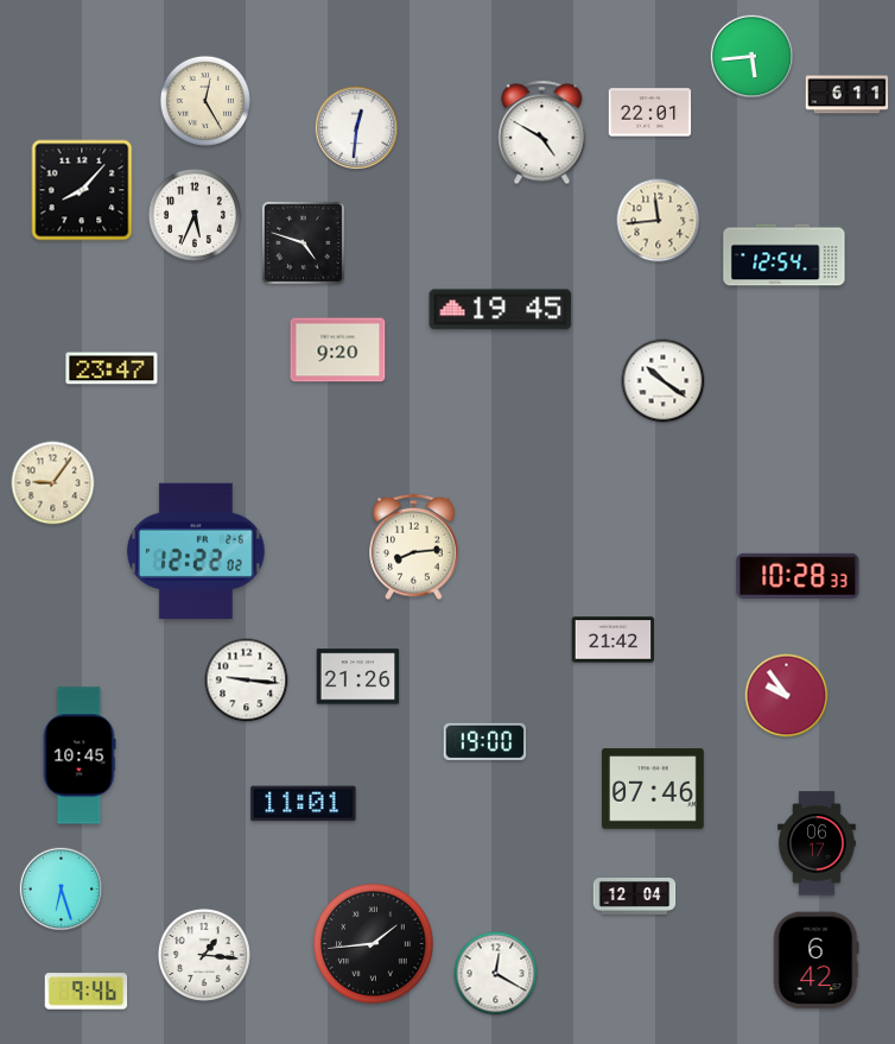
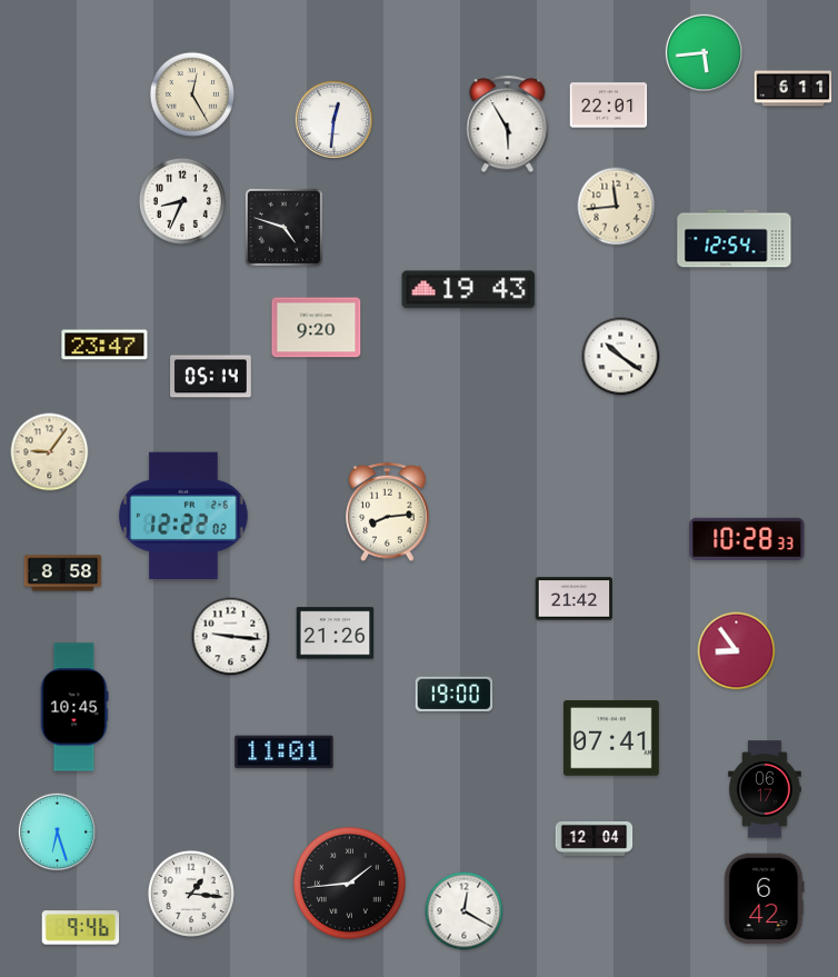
clock at (542, 133): 4:50 -> 5:55
clock at (82, 190): 8:07 -> none
clock at (195, 215): 5:34 -> 8:34
clock at (501, 310): 19:45 -> 19:43
clock at (211, 377): none -> 05:14
clock at (63, 574): none -> 8:58
clock at (787, 696): 9:54 -> 8:54
clock at (654, 789): 07:46 -> 07:41
